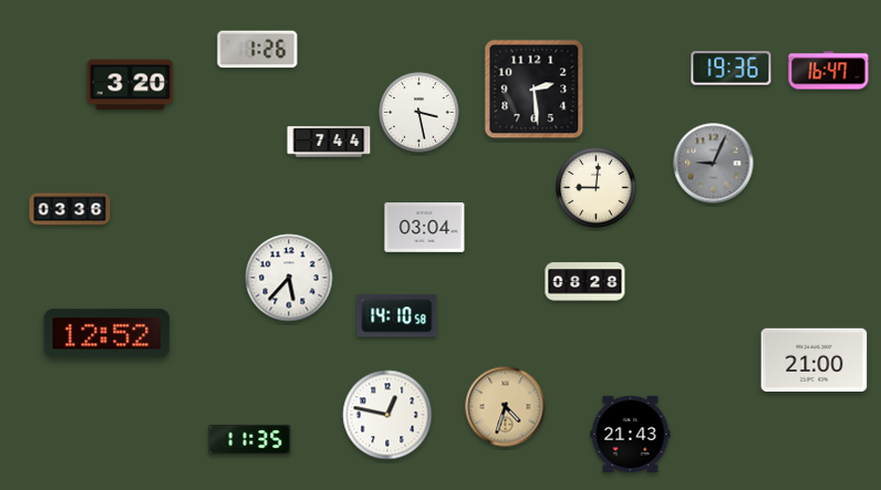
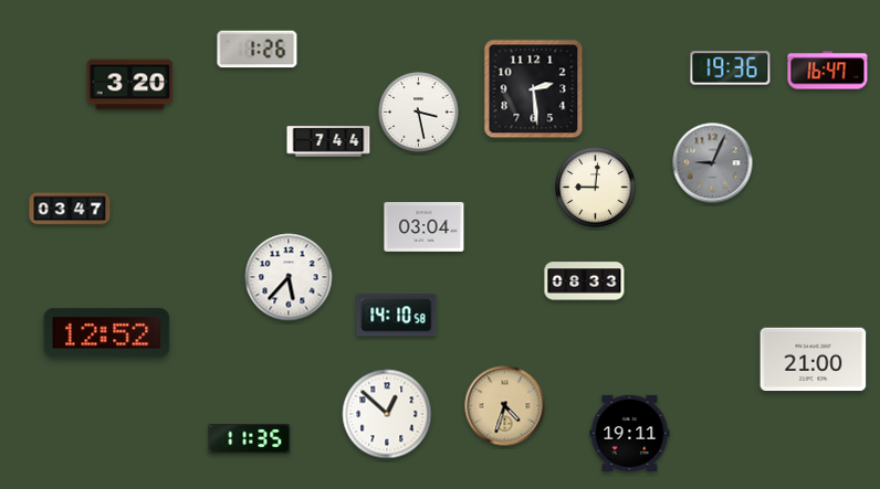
clock at (70, 209): 03:36 -> 03:47
clock at (585, 282): 08:28 -> 08:33
clock at (387, 415): 12:47 -> 12:52
clock at (631, 434): 21:43 -> 19:11
